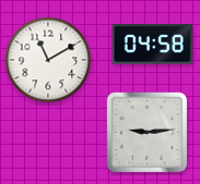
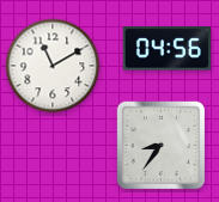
clock at (152, 45): 04:58 -> 04:56
clock at (146, 132): 9:14 -> 8:36
